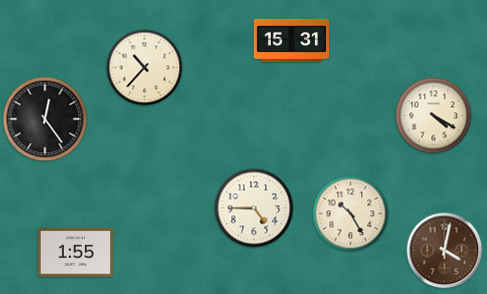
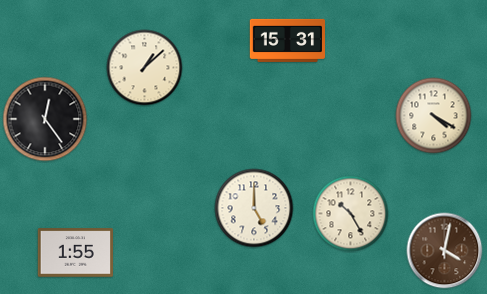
clock at (292, 40) position: (292, 40) -> (288, 40)
clock at (145, 68): 10:37 -> 1:08
clock at (254, 208): 4:45 -> 5:00
